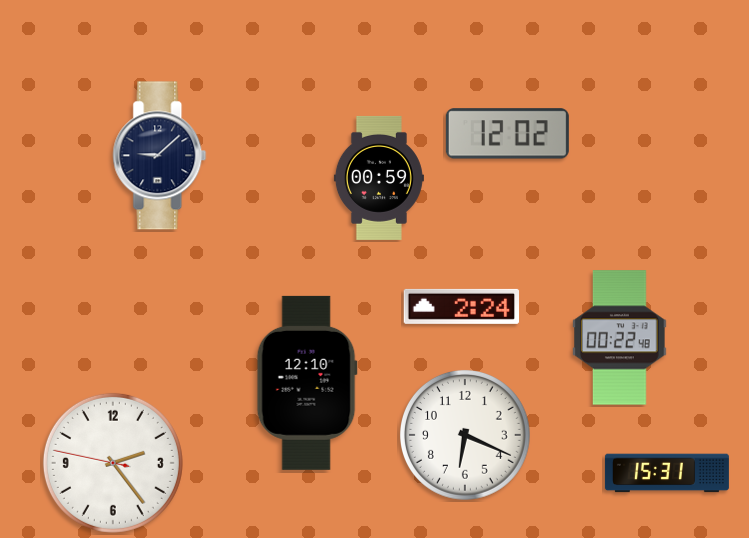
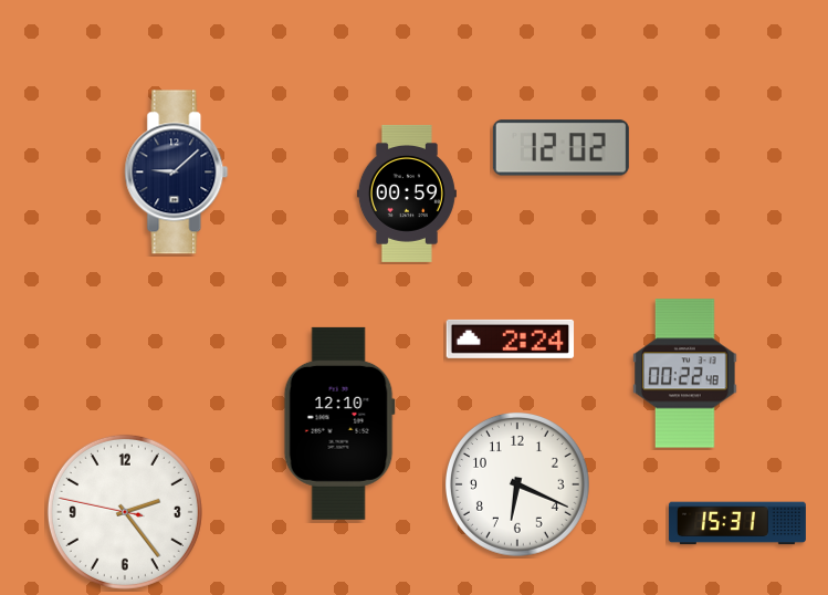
clock at (379, 178) position: (379, 178) -> (407, 194)
clock at (465, 435) position: (465, 435) -> (517, 484)
